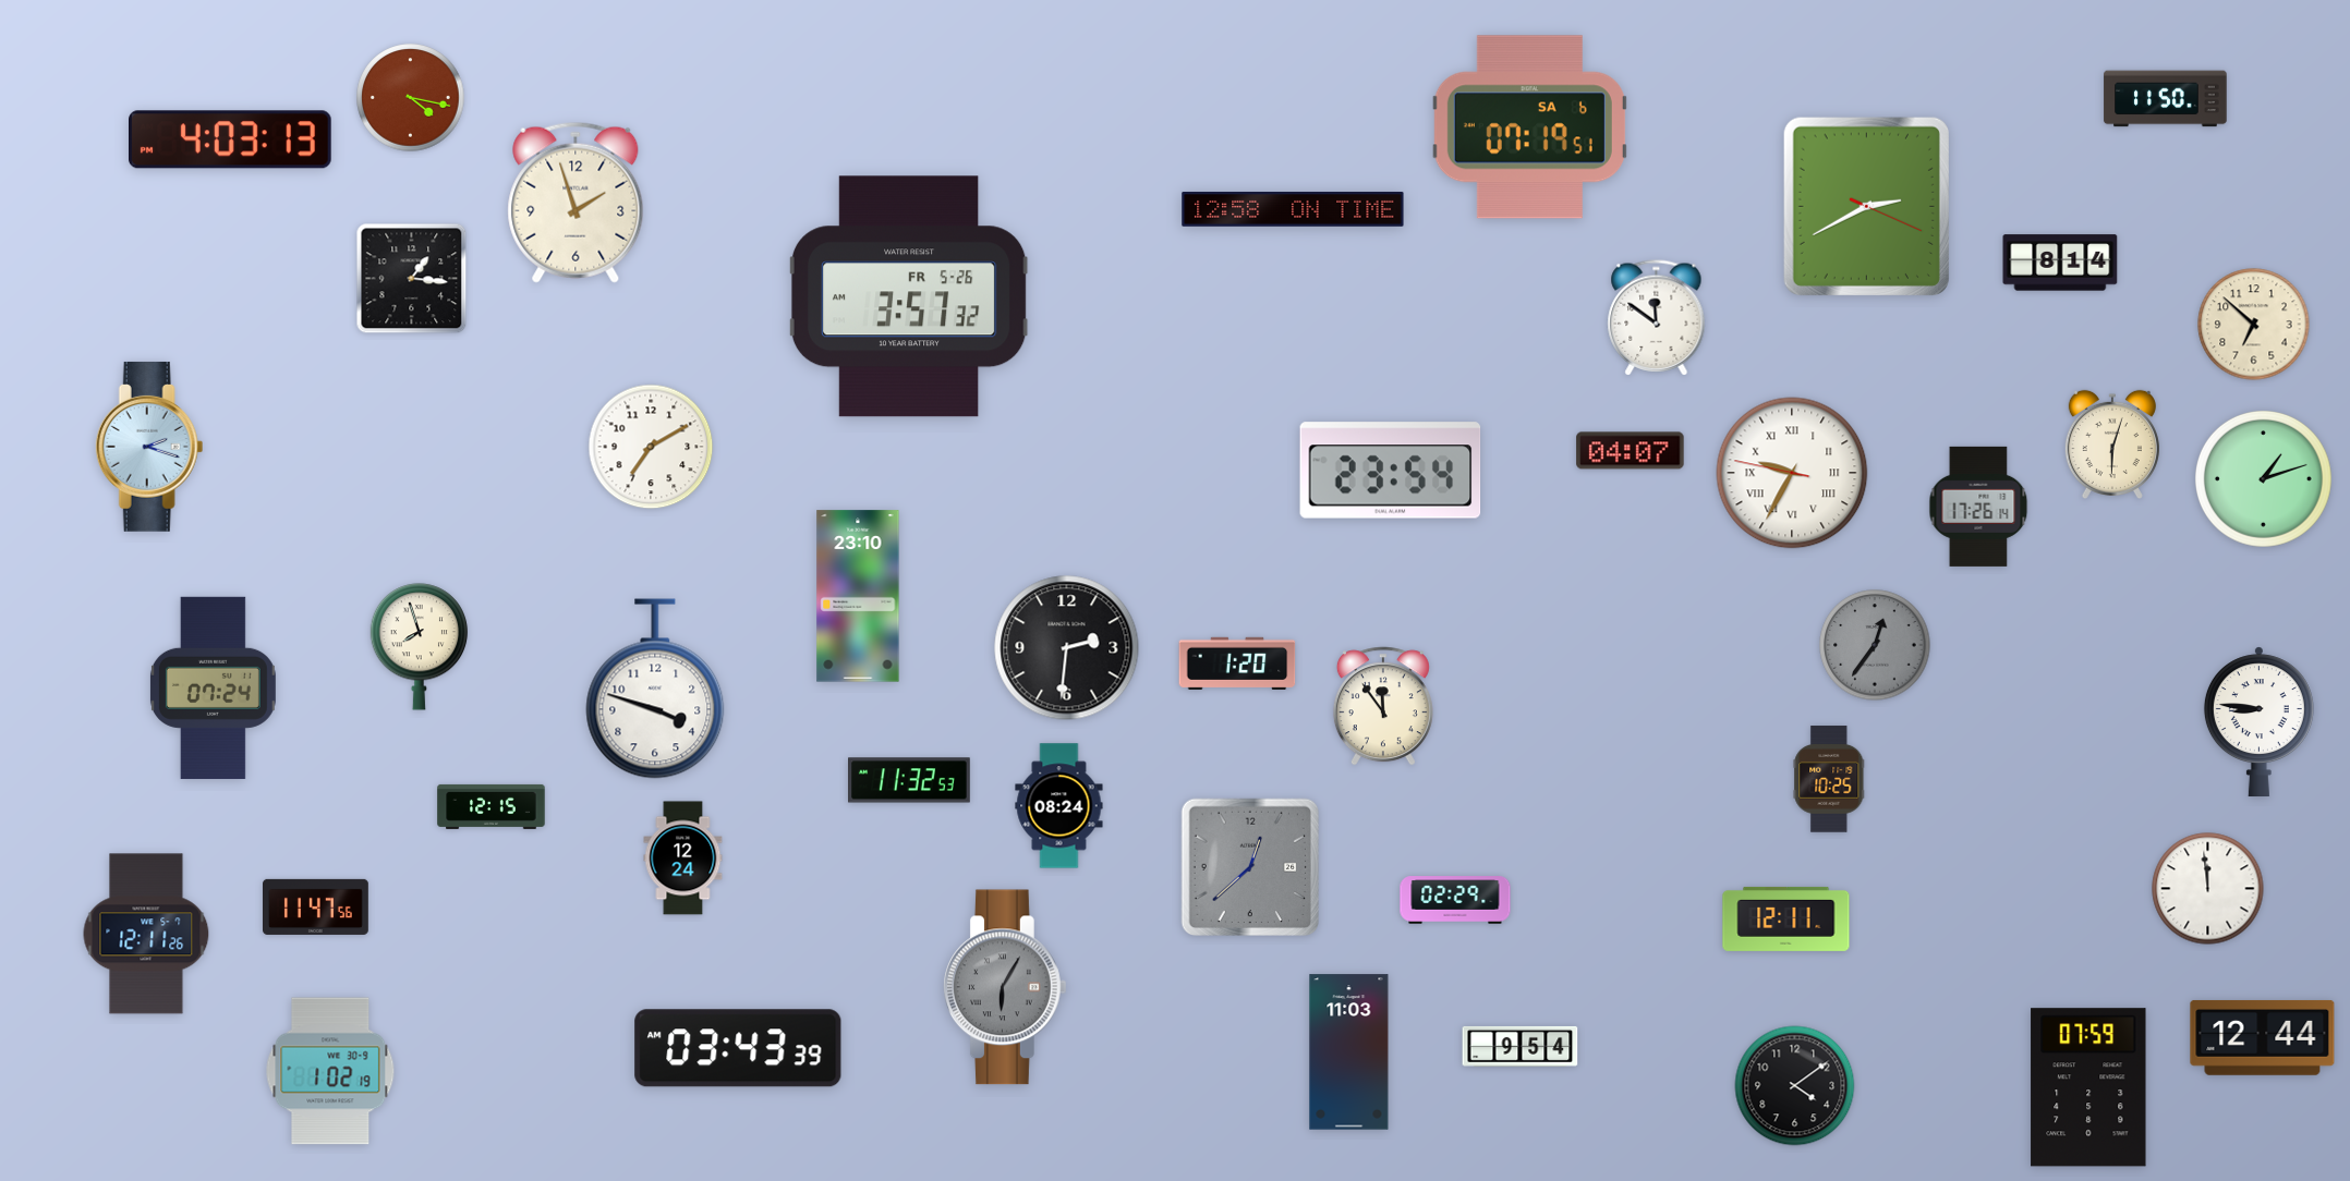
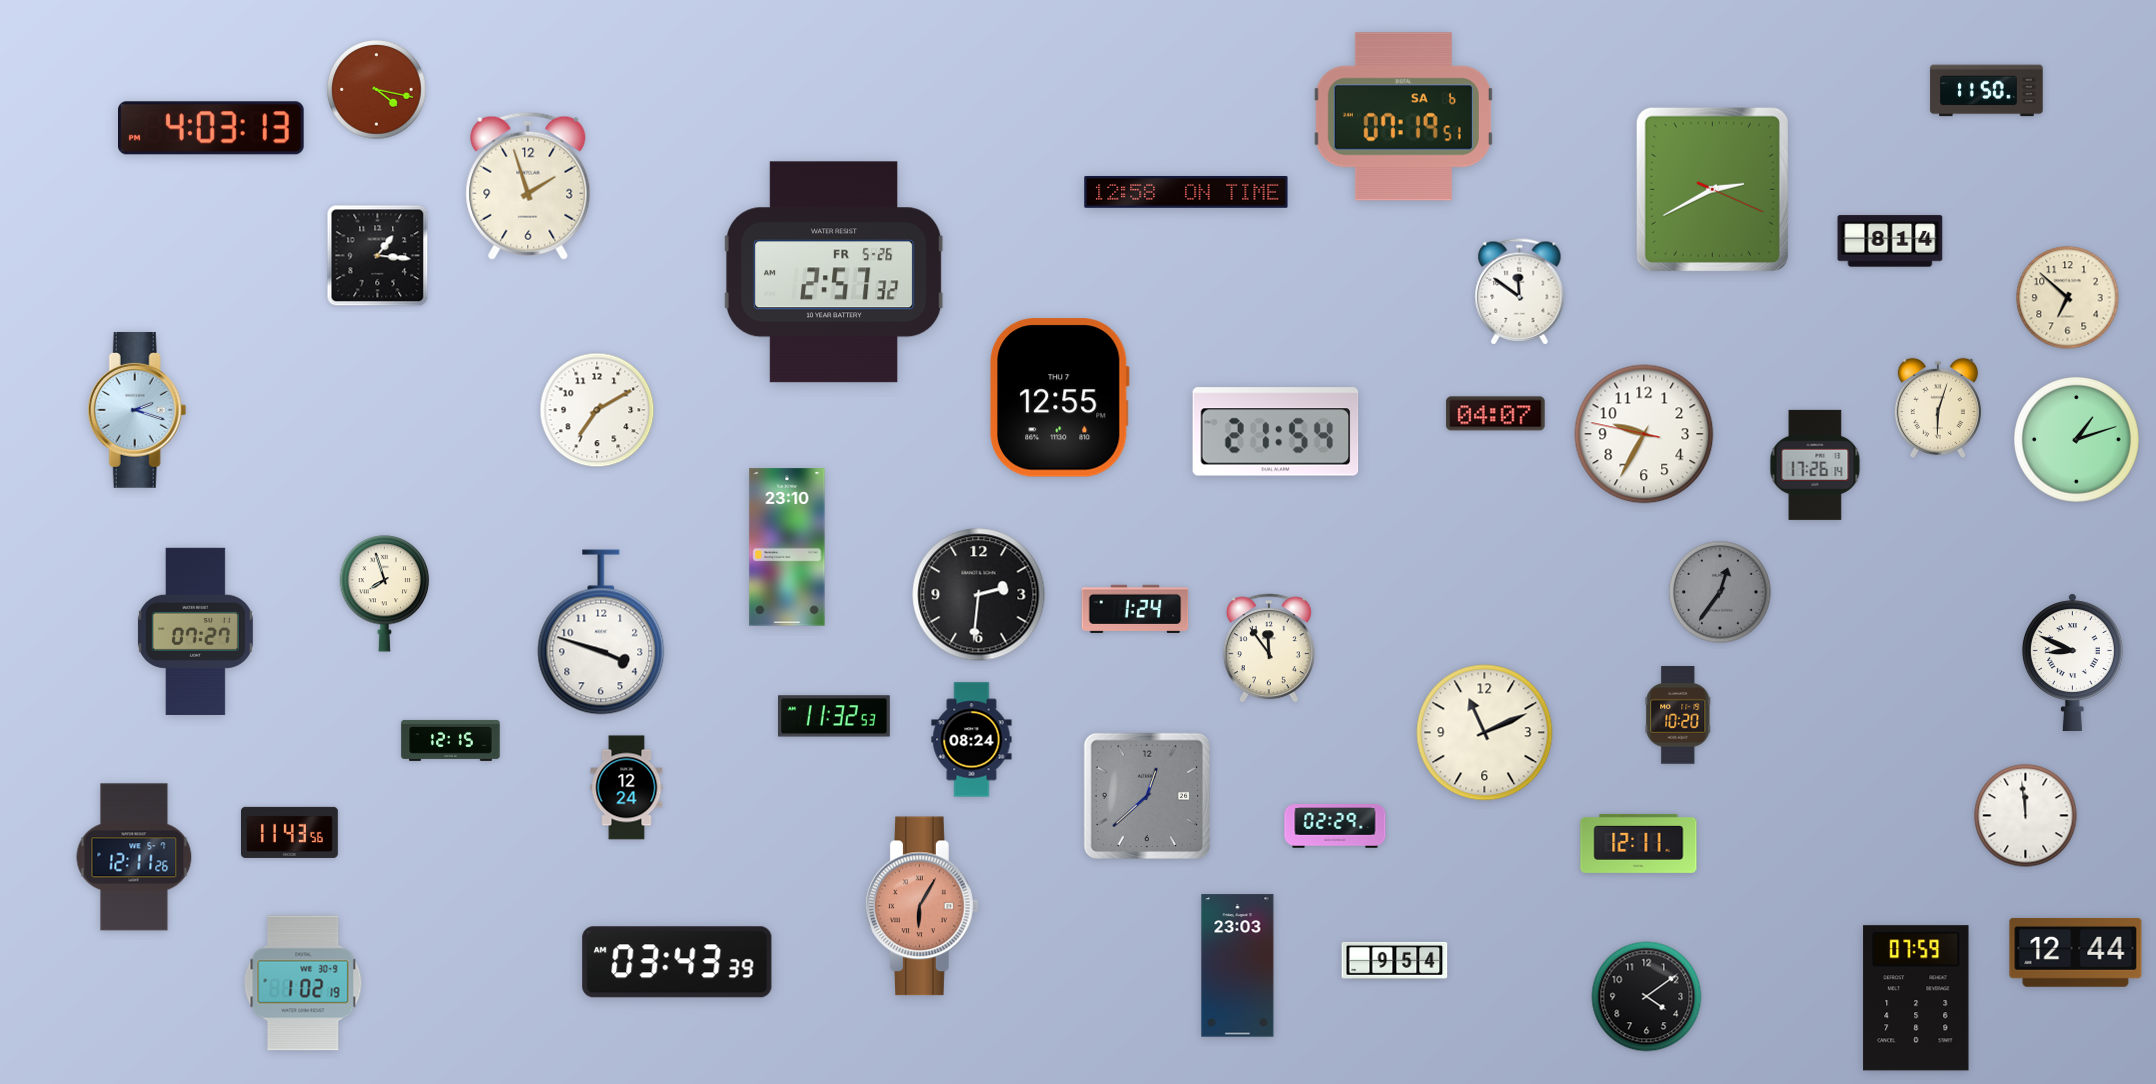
clock at (909, 296): 3:57 -> 2:57
clock at (1060, 398): none -> 12:55
clock at (1391, 471): 23:54 -> 21:54
clock at (1792, 473) numerals: Roman -> Arabic
clock at (1237, 663): 1:20 -> 1:24
clock at (213, 687): 07:24 -> 07:27
clock at (2258, 721): 8:46 -> 8:49
clock at (1829, 779): 10:25 -> 10:20
clock at (1485, 733): none -> 11:11
clock at (316, 906): 11:47 -> 11:43
clock at (1006, 987) dial: grey -> salmon
clock at (1349, 1052): 11:03 -> 23:03
